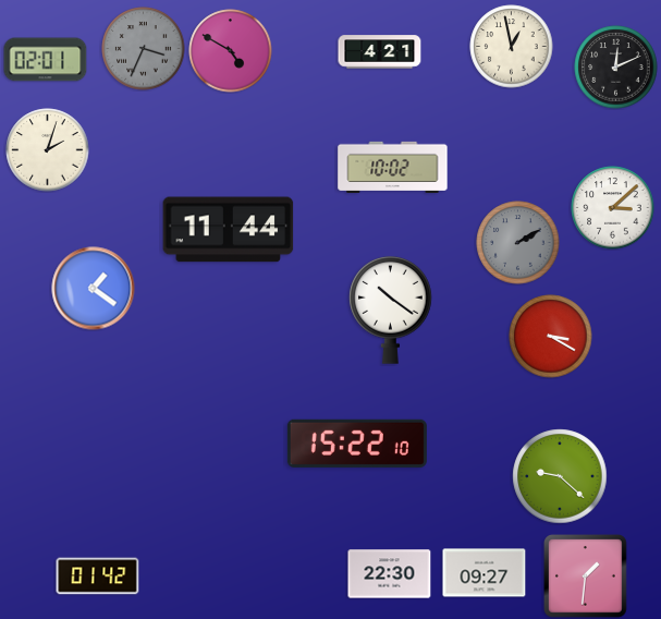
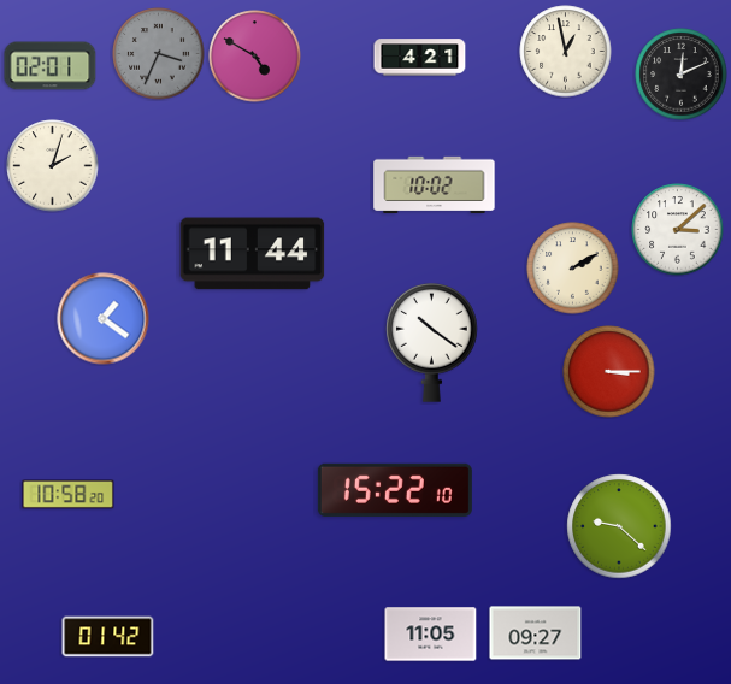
clock at (518, 243) dial: grey -> cream
clock at (551, 337): 3:20 -> 3:15
clock at (69, 495): none -> 10:58
clock at (390, 574): 22:30 -> 11:05
clock at (586, 576): 1:31 -> none
